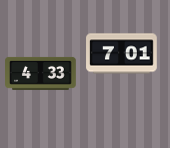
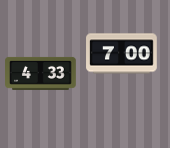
clock at (122, 54): 7:01 -> 7:00
